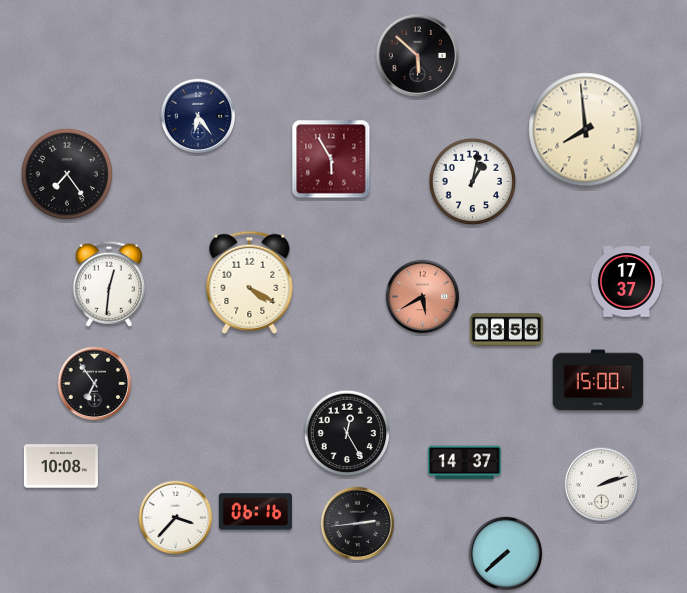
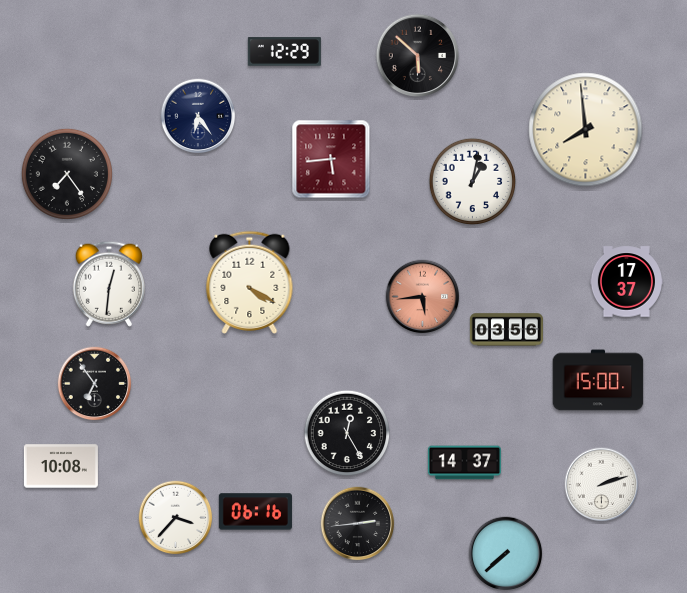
clock at (284, 52): none -> 12:29
clock at (331, 159): 5:55 -> 5:44
clock at (423, 297): 5:40 -> 5:44
